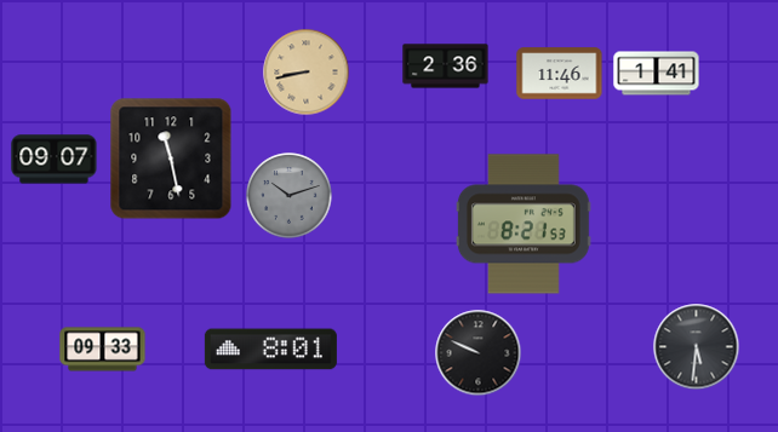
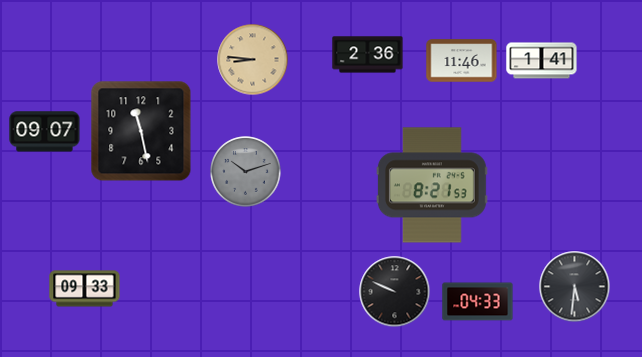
clock at (307, 73): 8:43 -> 8:46
clock at (290, 196) position: (290, 196) -> (246, 172)
clock at (270, 350): 8:01 -> none
clock at (478, 302): none -> 04:33
